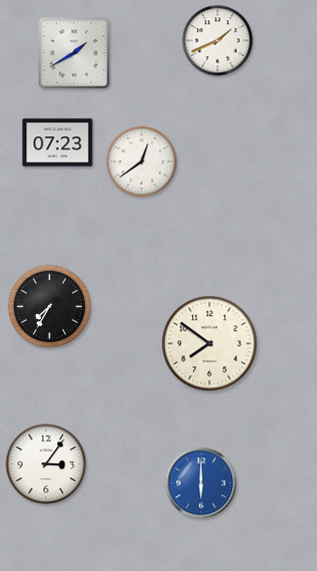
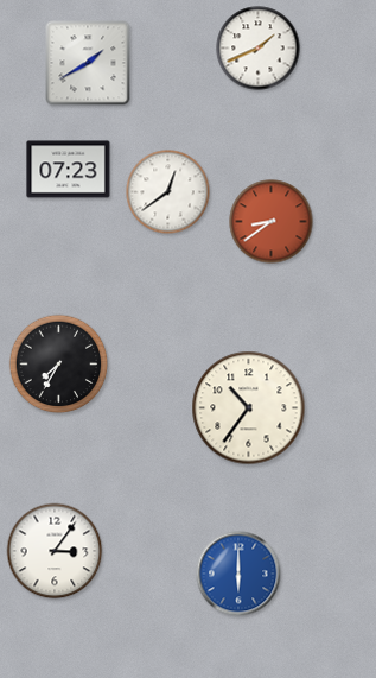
clock at (272, 222): none -> 8:39
clock at (210, 344): 7:51 -> 10:36
